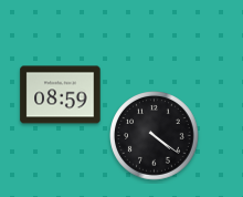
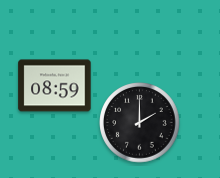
clock at (155, 136): 4:21 -> 2:00
